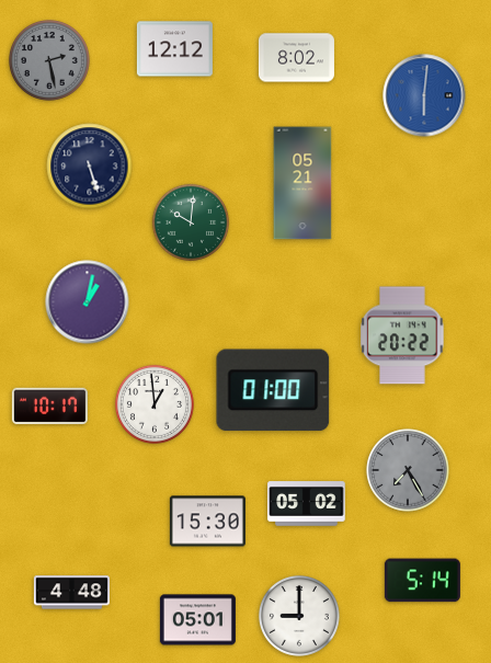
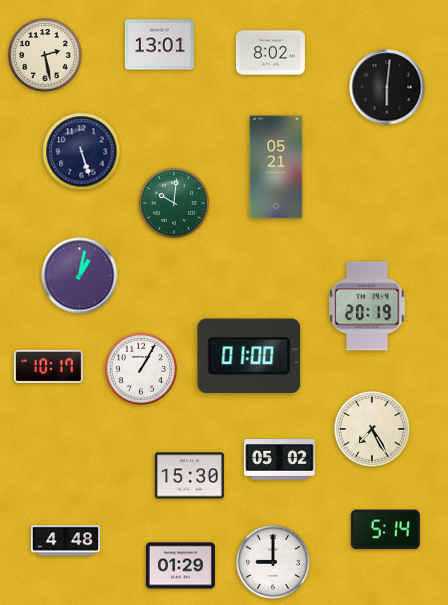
clock at (174, 49): 12:12 -> 13:01
clock at (50, 60) dial: grey -> cream
clock at (424, 95) dial: blue -> black
clock at (402, 335): 20:22 -> 20:19
clock at (155, 404): 12:59 -> 1:05
clock at (49, 405) position: (49, 405) -> (48, 366)
clock at (408, 470) dial: grey -> cream
clock at (197, 620): 05:01 -> 01:29
